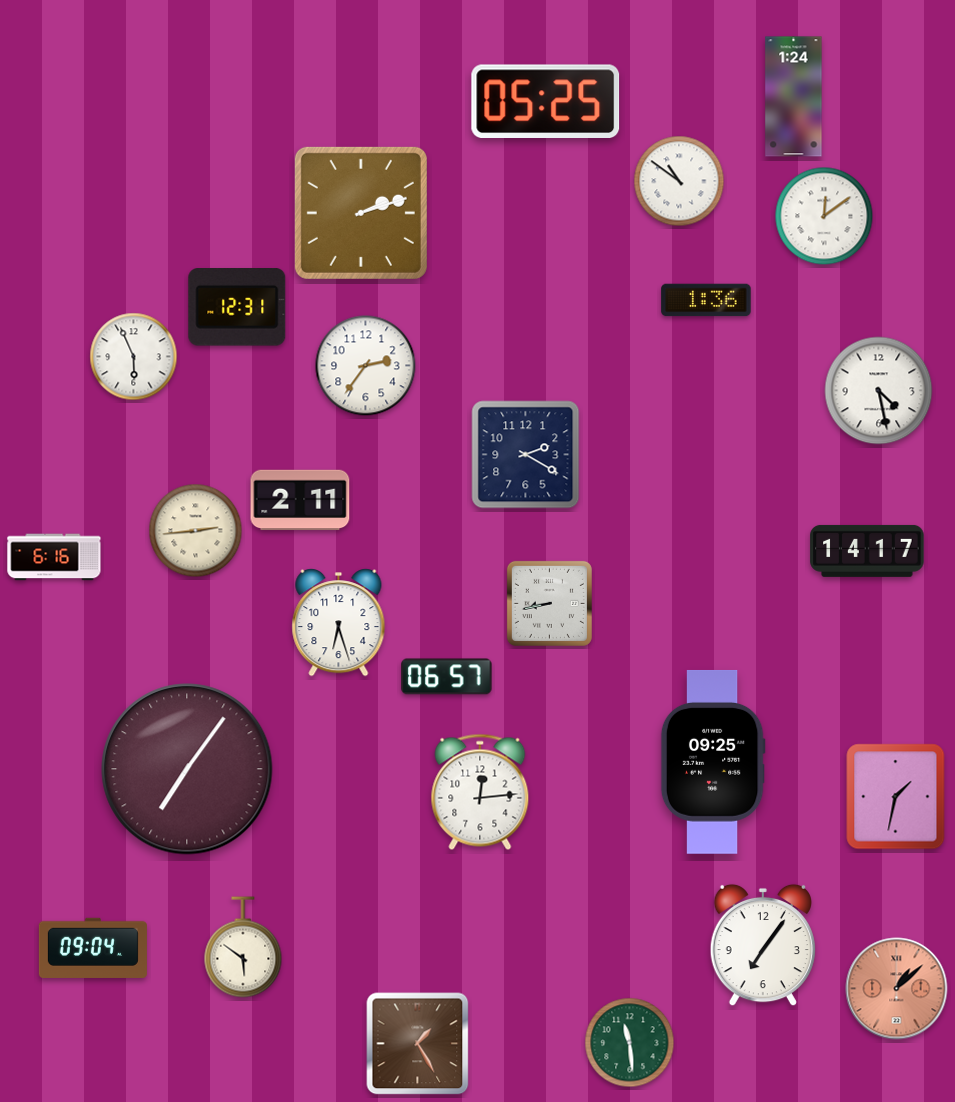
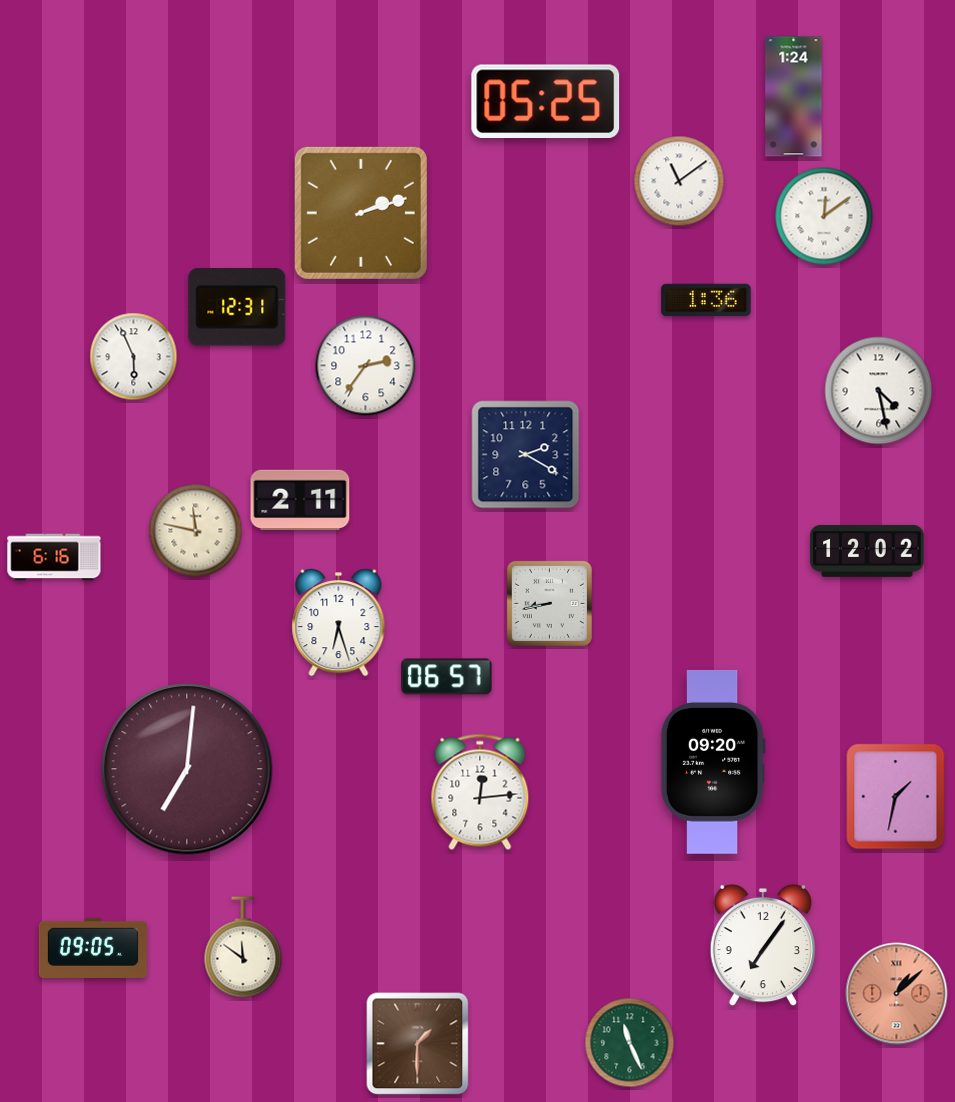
clock at (679, 181): 10:51 -> 11:09
clock at (196, 531): 2:44 -> 11:47
clock at (867, 551): 14:17 -> 12:02
clock at (713, 762): 09:25 -> 09:20
clock at (187, 769): 7:06 -> 7:01
clock at (243, 947): 5:51 -> 11:51
clock at (93, 948): 09:04 -> 09:05
clock at (897, 989) position: (897, 989) -> (897, 994)
clock at (630, 1043): 11:29 -> 11:26
clock at (418, 1044): 1:25 -> 1:30
